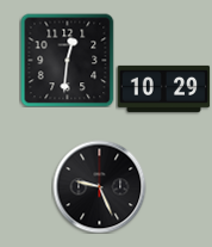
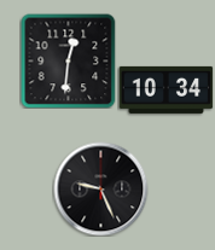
clock at (163, 88): 10:29 -> 10:34
